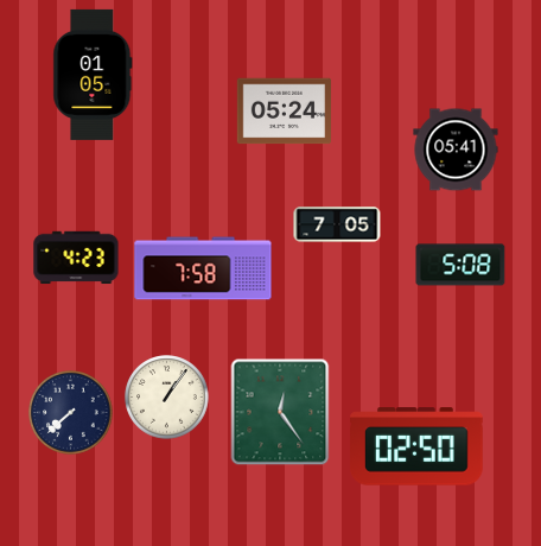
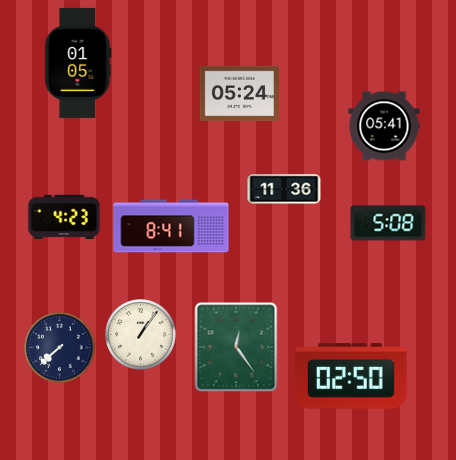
clock at (337, 224): 7:05 -> 11:36
clock at (203, 268): 7:58 -> 8:41
